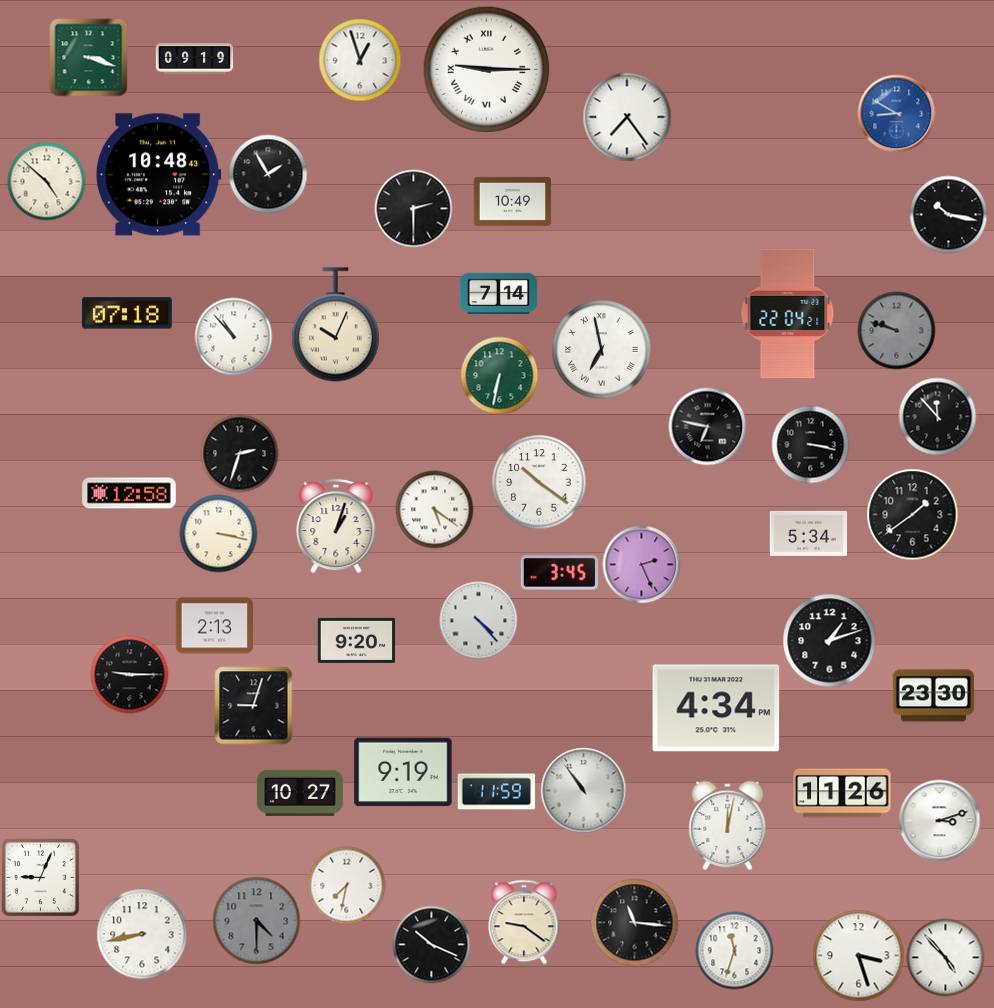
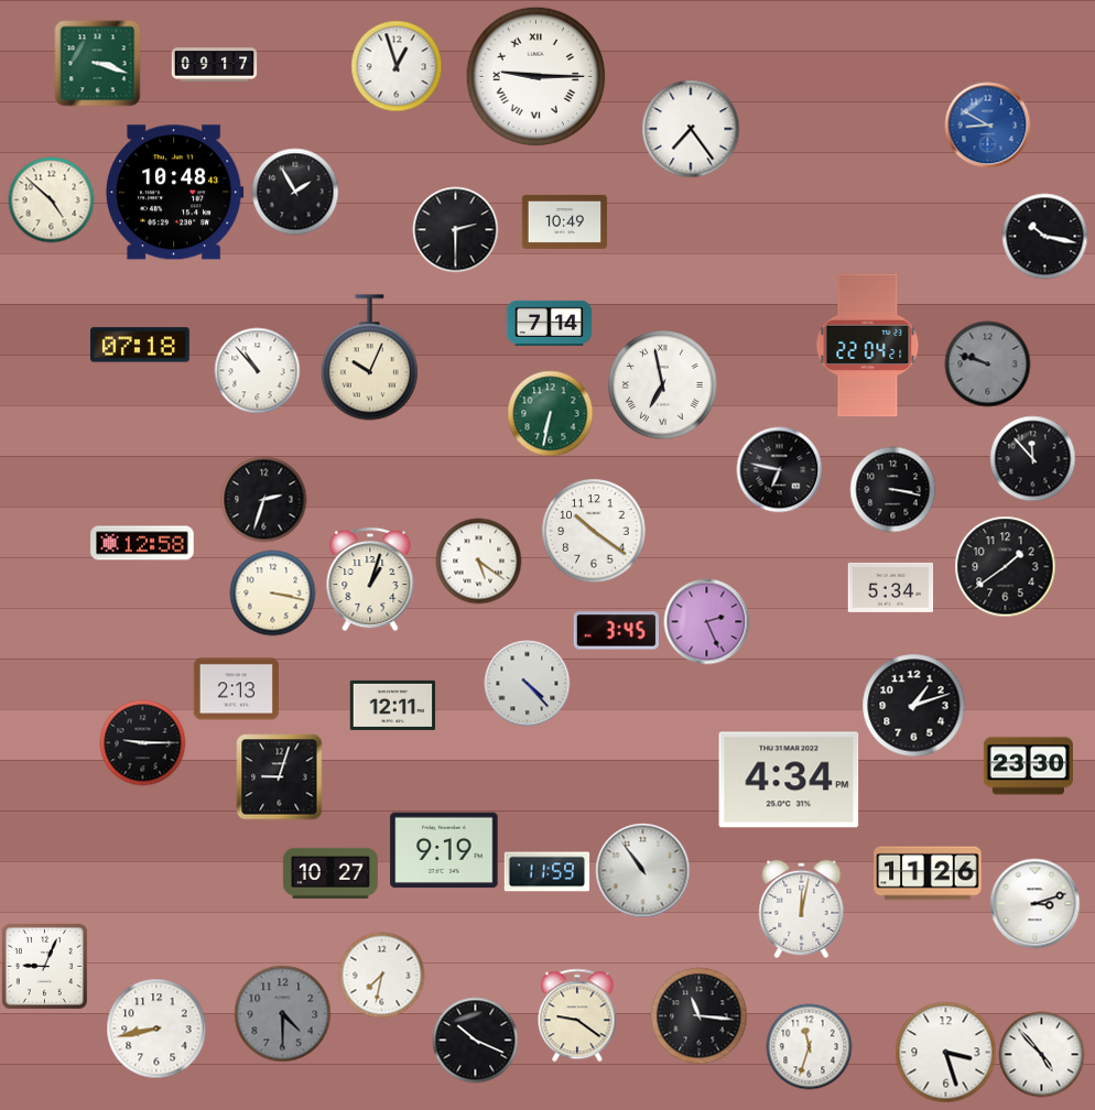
clock at (194, 59): 09:19 -> 09:17
clock at (218, 533) position: (218, 533) -> (272, 592)
clock at (356, 640): 9:20 -> 12:11
